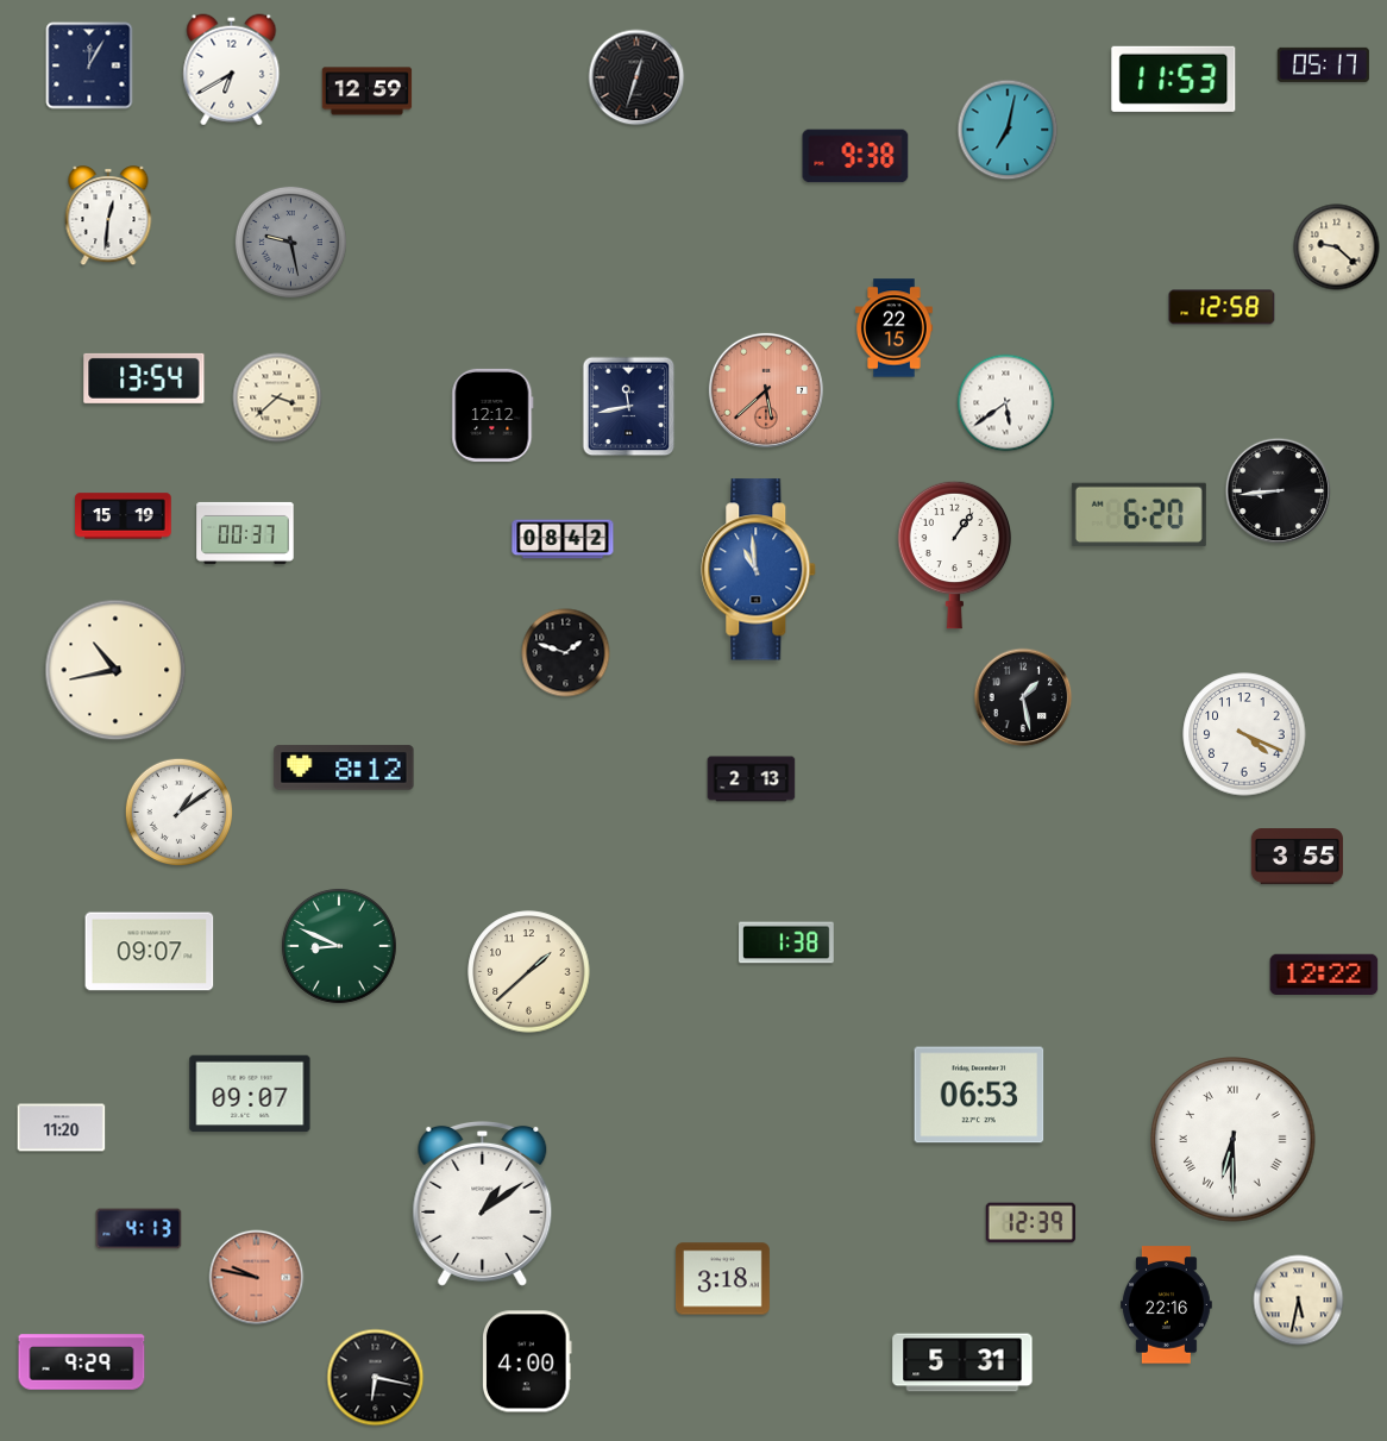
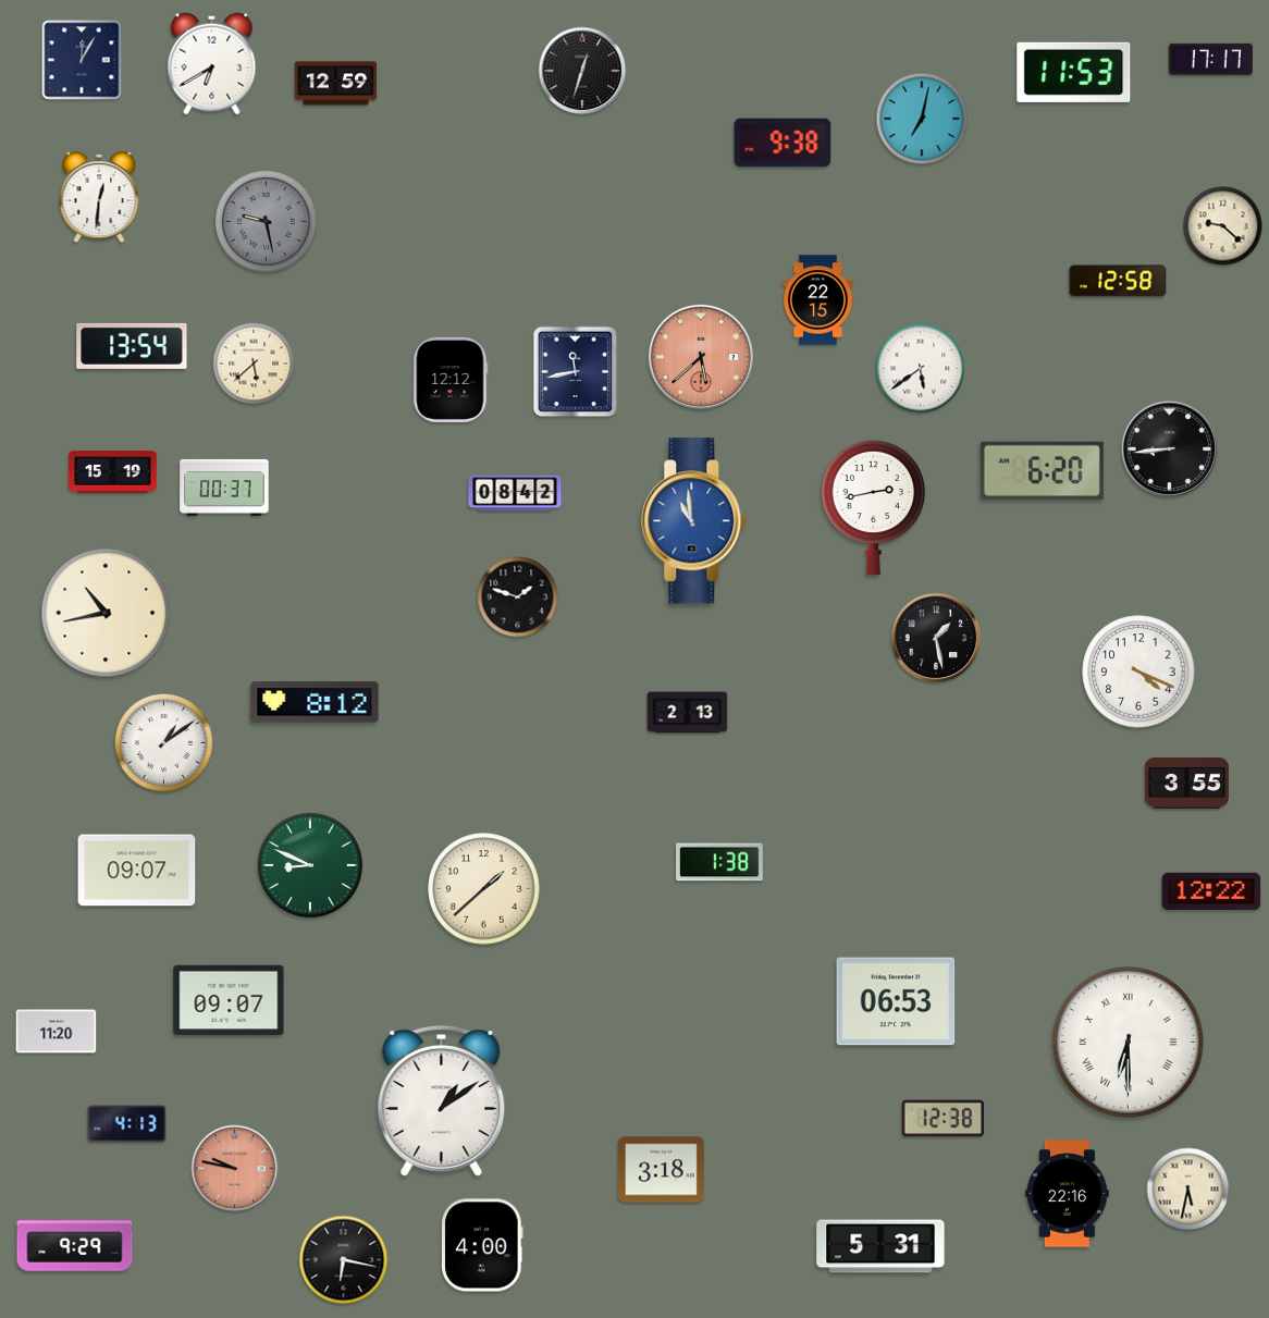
clock at (1323, 64): 05:17 -> 17:17
clock at (277, 397): 3:38 -> 5:38
clock at (955, 555): 1:06 -> 2:43
clock at (1031, 1223): 12:39 -> 12:38
